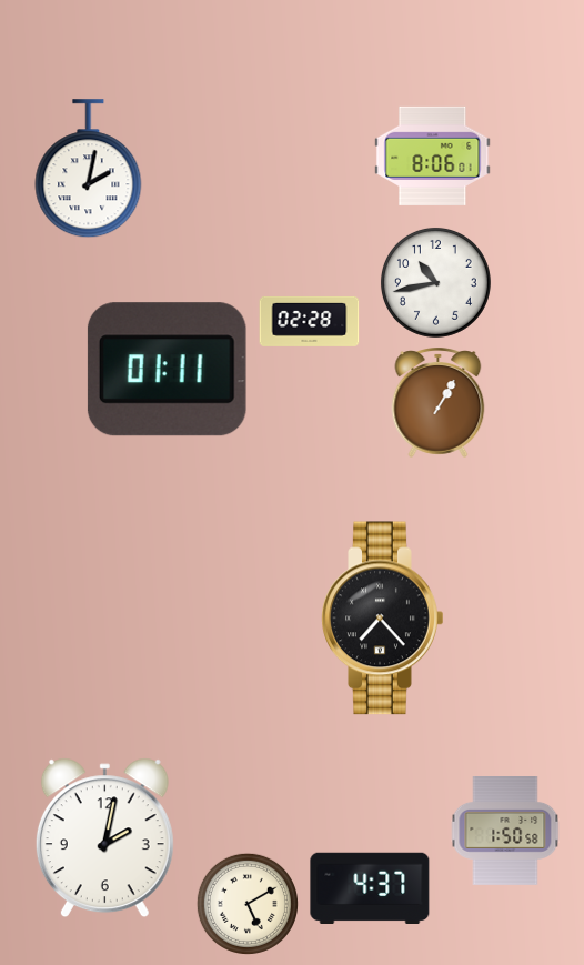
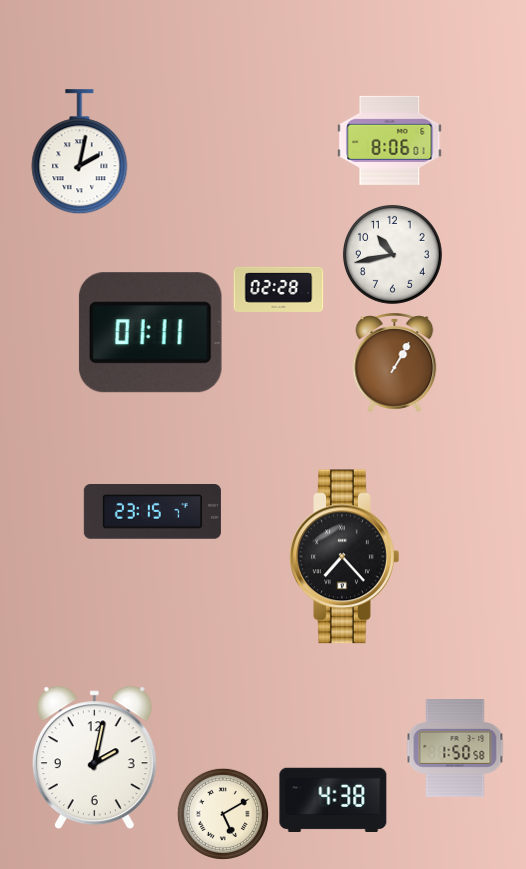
clock at (152, 512): none -> 23:15
clock at (104, 838) position: (104, 838) -> (94, 758)
clock at (370, 887): 4:37 -> 4:38
